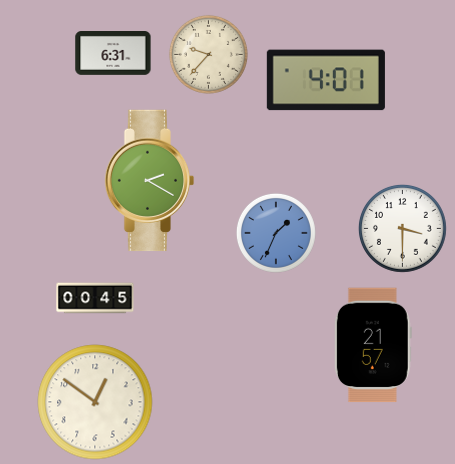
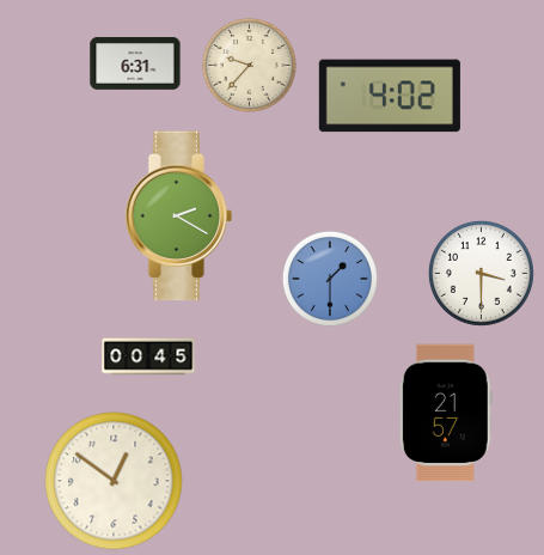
clock at (326, 80): 4:01 -> 4:02
clock at (276, 233): 1:34 -> 1:30
clock at (95, 298) position: (95, 298) -> (148, 356)
